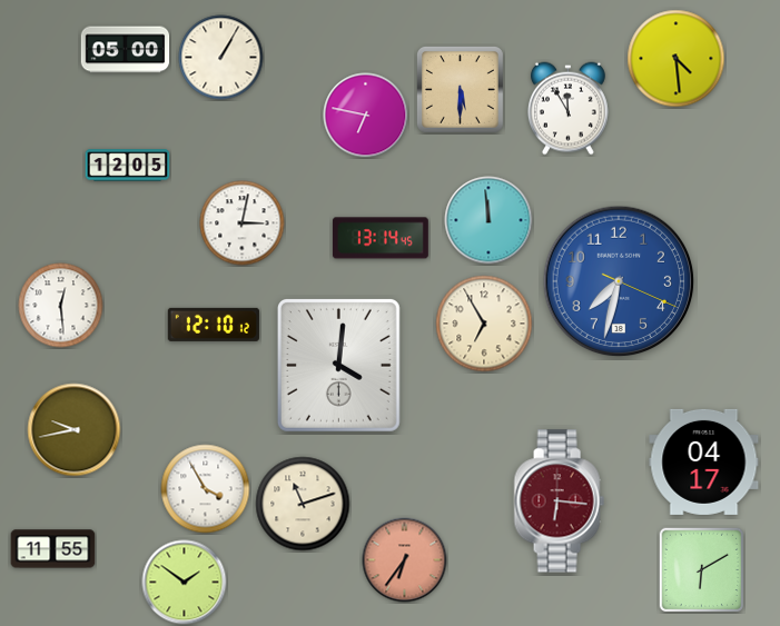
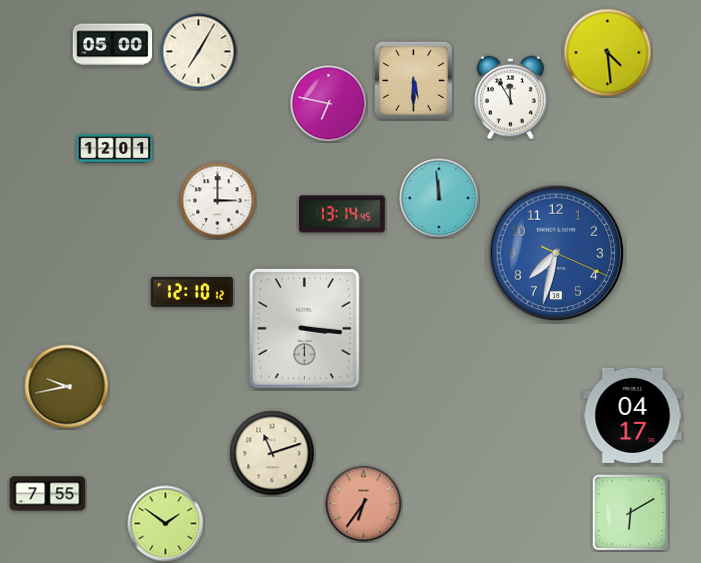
clock at (221, 58): 1:05 -> 7:05
clock at (128, 166): 12:05 -> 12:01
clock at (243, 223): 3:02 -> 3:00
clock at (61, 306): 12:29 -> none
clock at (484, 324): 6:55 -> none
clock at (338, 365): 4:01 -> 3:16
clock at (206, 489): 3:55 -> none
clock at (559, 501): 6:16 -> none
clock at (53, 549): 11:55 -> 7:55
